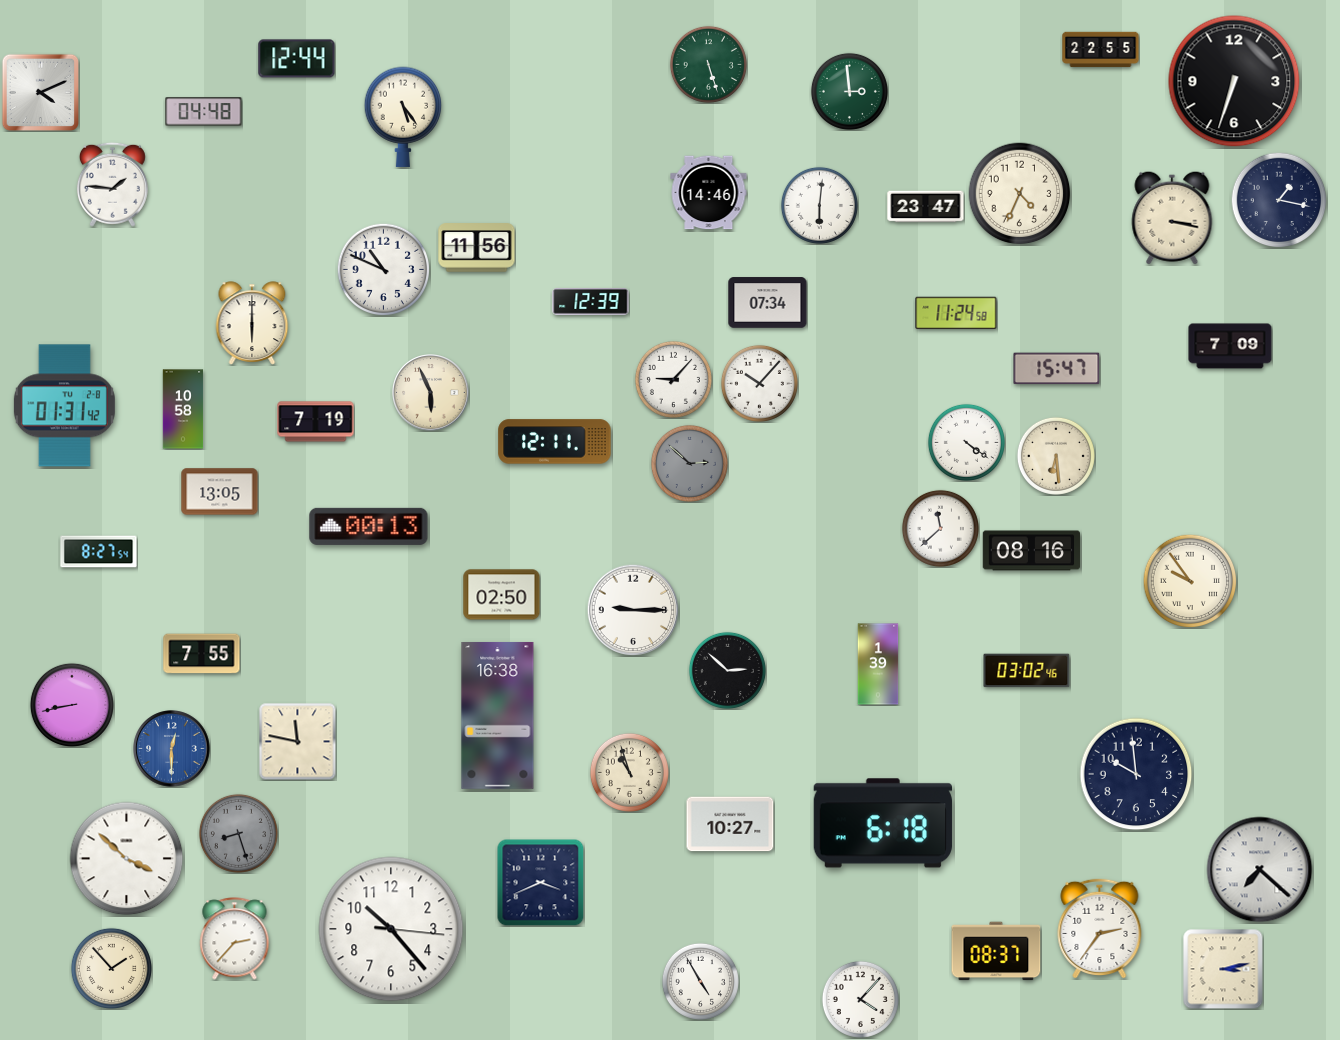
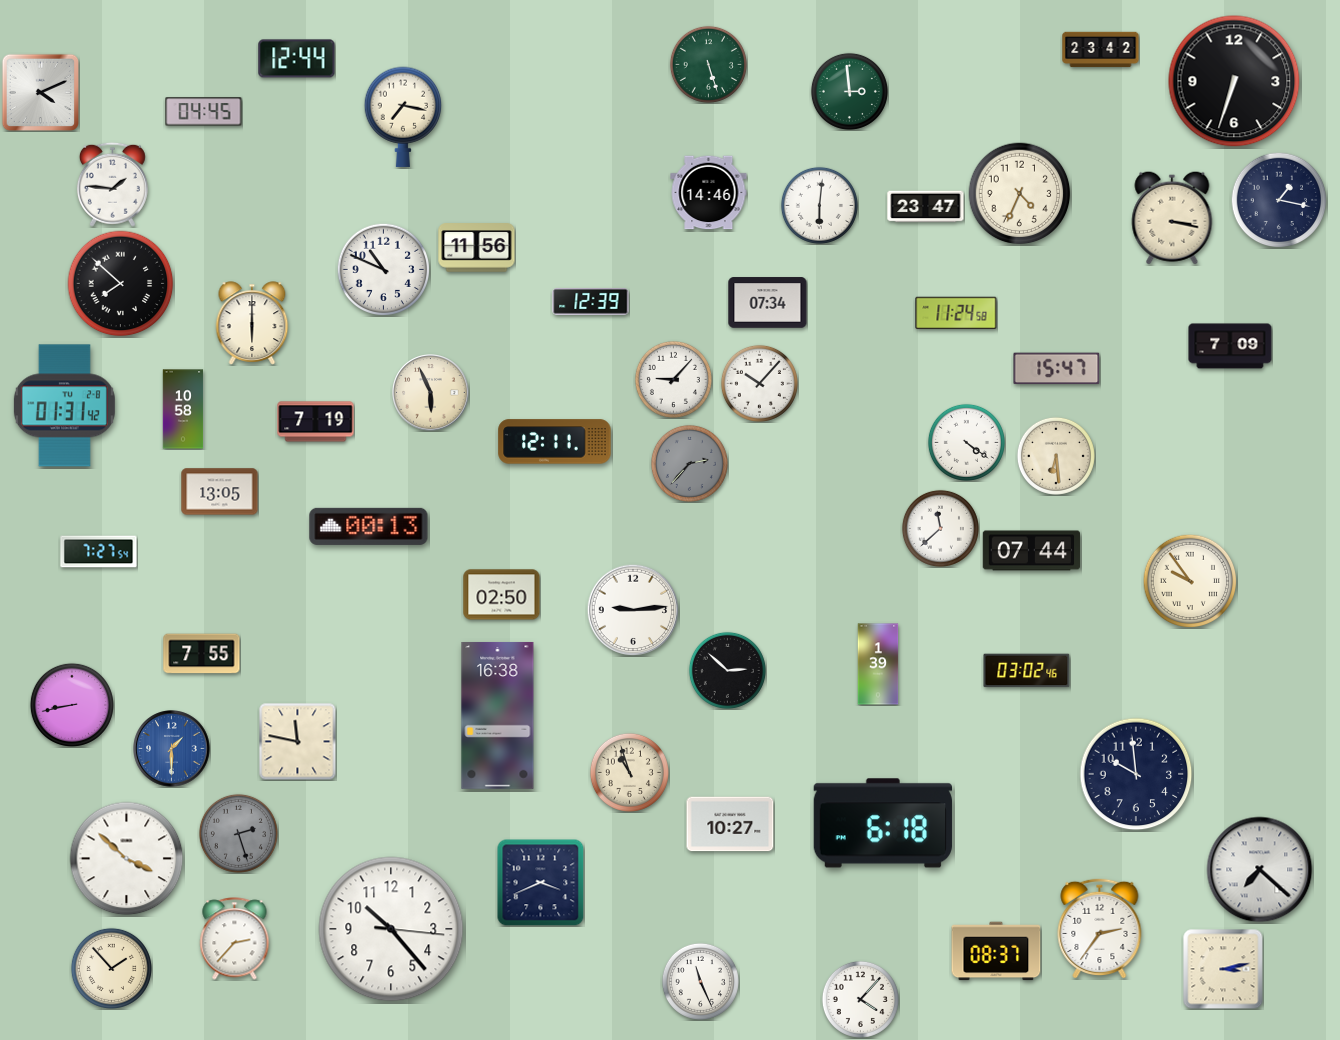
clock at (1101, 50): 22:55 -> 23:42
clock at (204, 112): 04:48 -> 04:45
clock at (403, 117): 5:24 -> 7:17
clock at (121, 284): none -> 7:52
clock at (689, 463): 2:52 -> 2:37
clock at (1032, 551): 08:16 -> 07:44
clock at (99, 552): 8:27 -> 7:27
clock at (633, 610): 9:15 -> 9:14
clock at (172, 749): 12:30 -> 1:30
clock at (238, 833): 8:27 -> 2:27
clock at (700, 981): 4:55 -> 11:26
